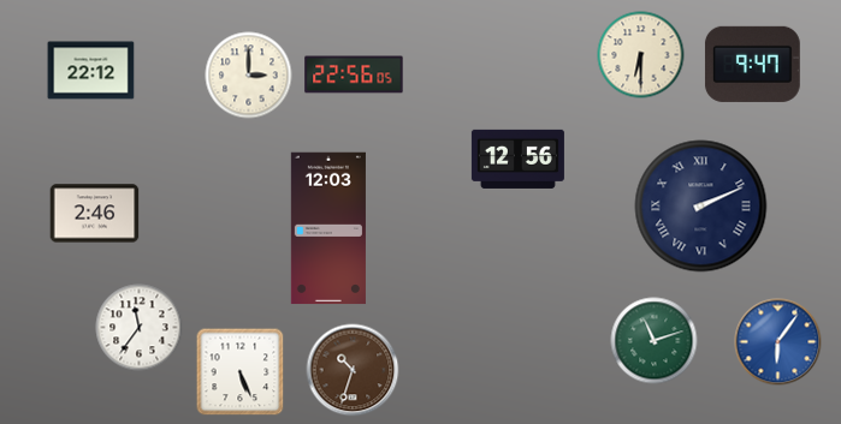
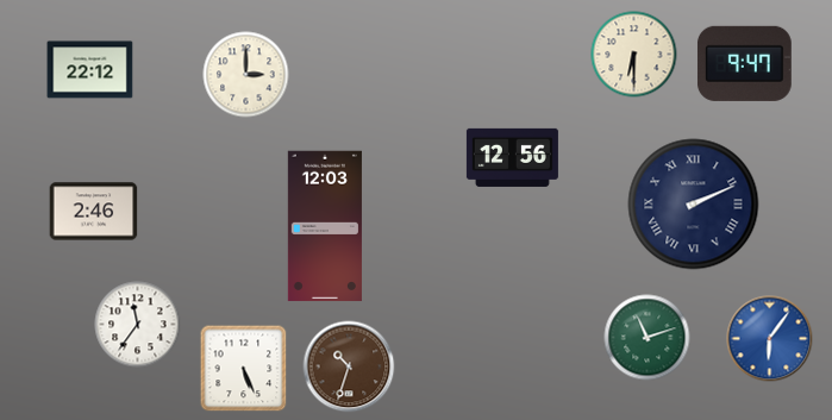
clock at (354, 74): 22:56 -> none
clock at (241, 372) position: (241, 372) -> (244, 369)
